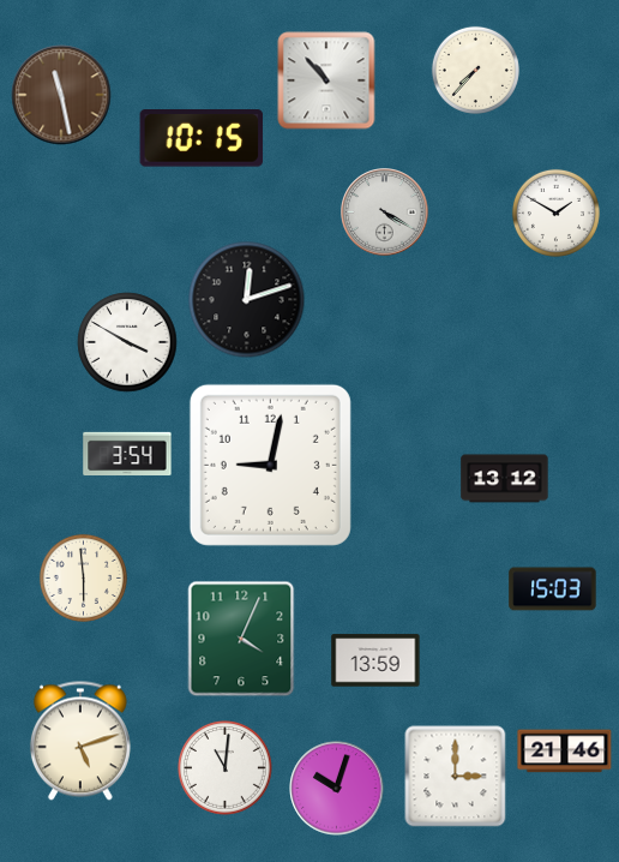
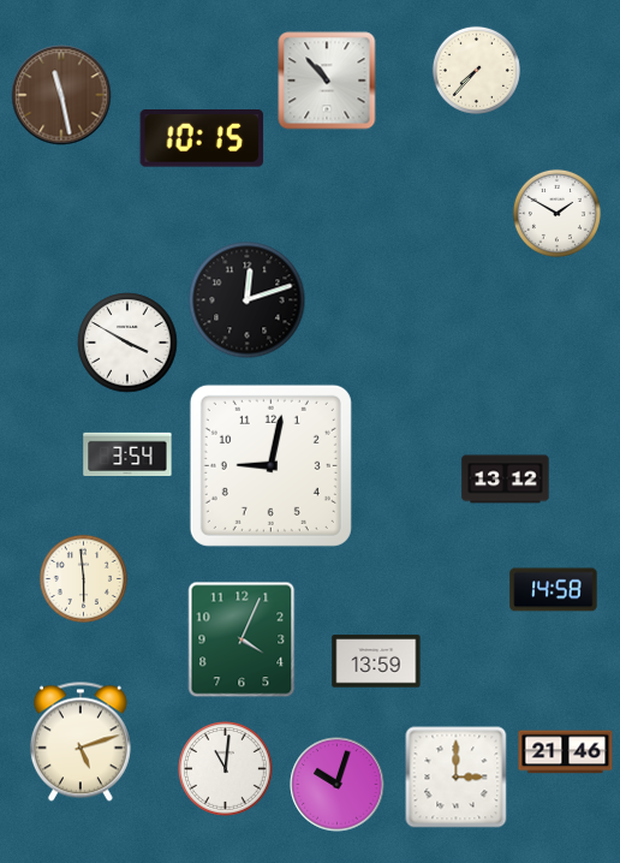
clock at (385, 212): 4:20 -> none
clock at (553, 589): 15:03 -> 14:58
clock at (337, 789) position: (337, 789) -> (338, 785)
